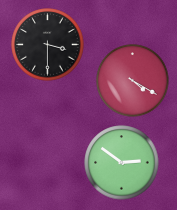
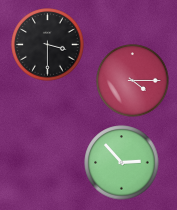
clock at (133, 81): 4:20 -> 4:15
clock at (122, 163): 2:51 -> 2:53
